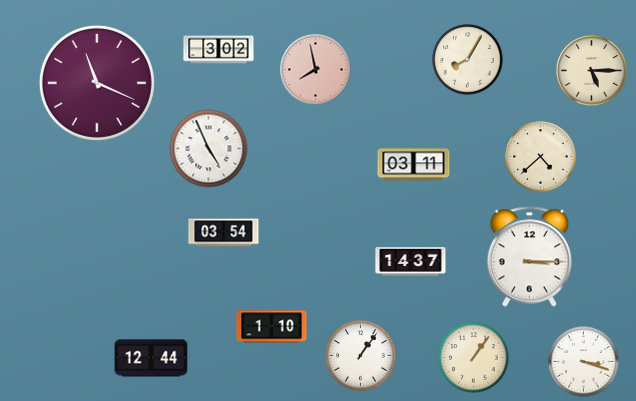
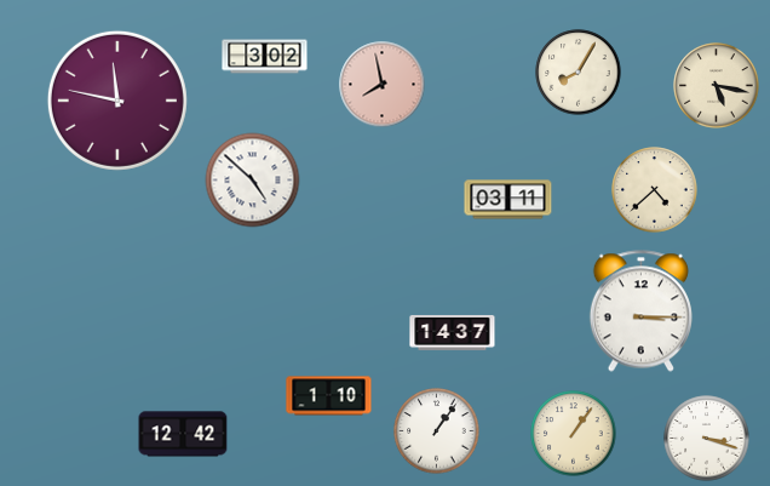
clock at (219, 50) position: (219, 50) -> (265, 57)
clock at (468, 60) position: (468, 60) -> (579, 73)
clock at (592, 71): 5:15 -> 5:17
clock at (97, 83): 11:19 -> 11:47
clock at (209, 149): 4:56 -> 4:52
clock at (414, 165) position: (414, 165) -> (508, 200)
clock at (224, 233): 03:54 -> none
clock at (411, 261) position: (411, 261) -> (453, 332)
clock at (151, 358): 12:44 -> 12:42
